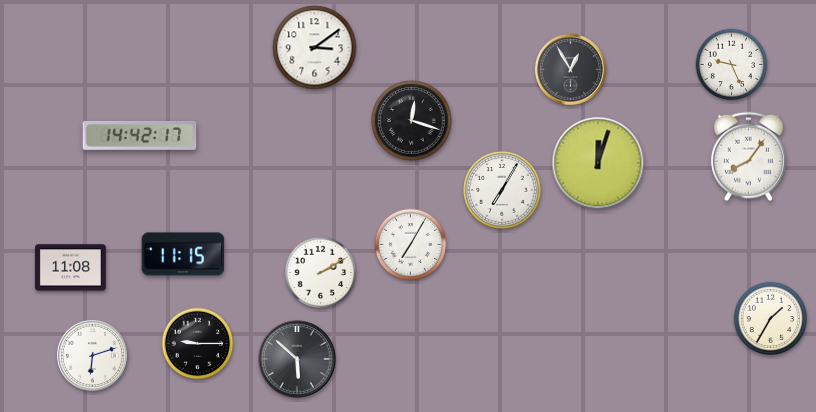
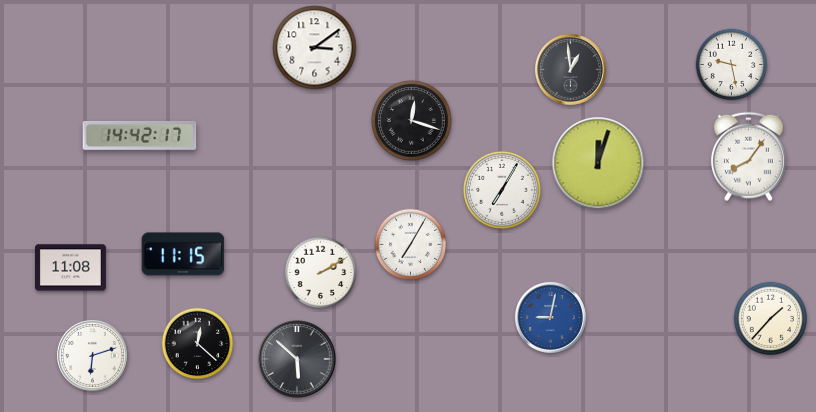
clock at (732, 65): 9:26 -> 9:28
clock at (570, 69): 12:55 -> 12:59
clock at (550, 317): none -> 9:02
clock at (770, 318): 1:35 -> 1:37
clock at (198, 344): 9:15 -> 12:22
